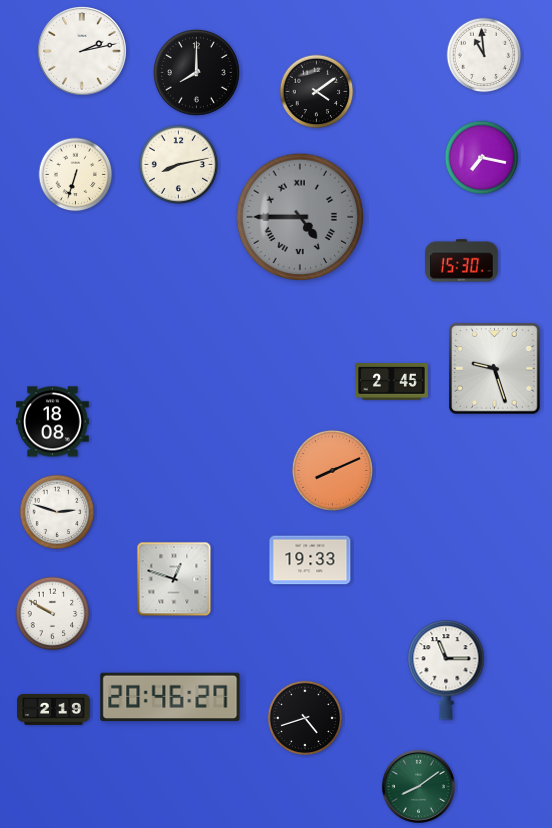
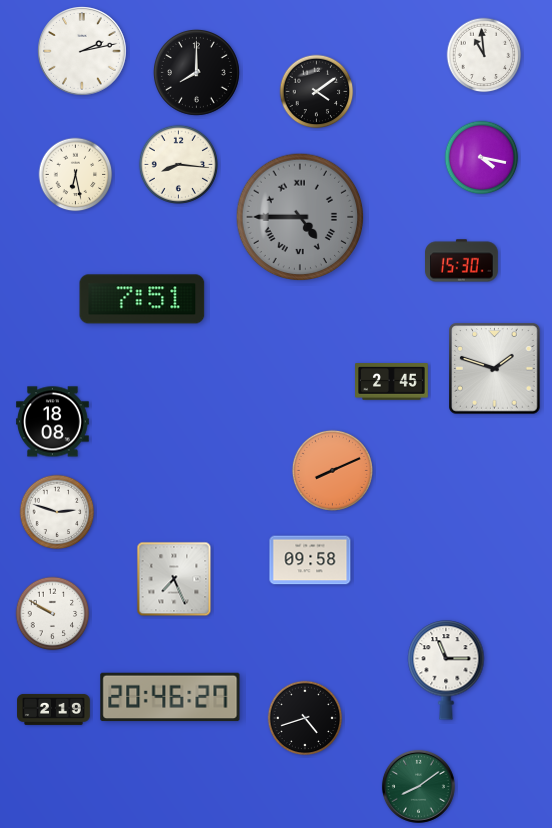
clock at (482, 158): 7:17 -> 4:17
clock at (178, 164): 8:13 -> 8:16
clock at (76, 175): 6:33 -> 6:28
clock at (142, 299): none -> 7:51
clock at (495, 369): 9:27 -> 1:48
clock at (310, 560): 19:33 -> 09:58
clock at (174, 579): 12:48 -> 7:26
